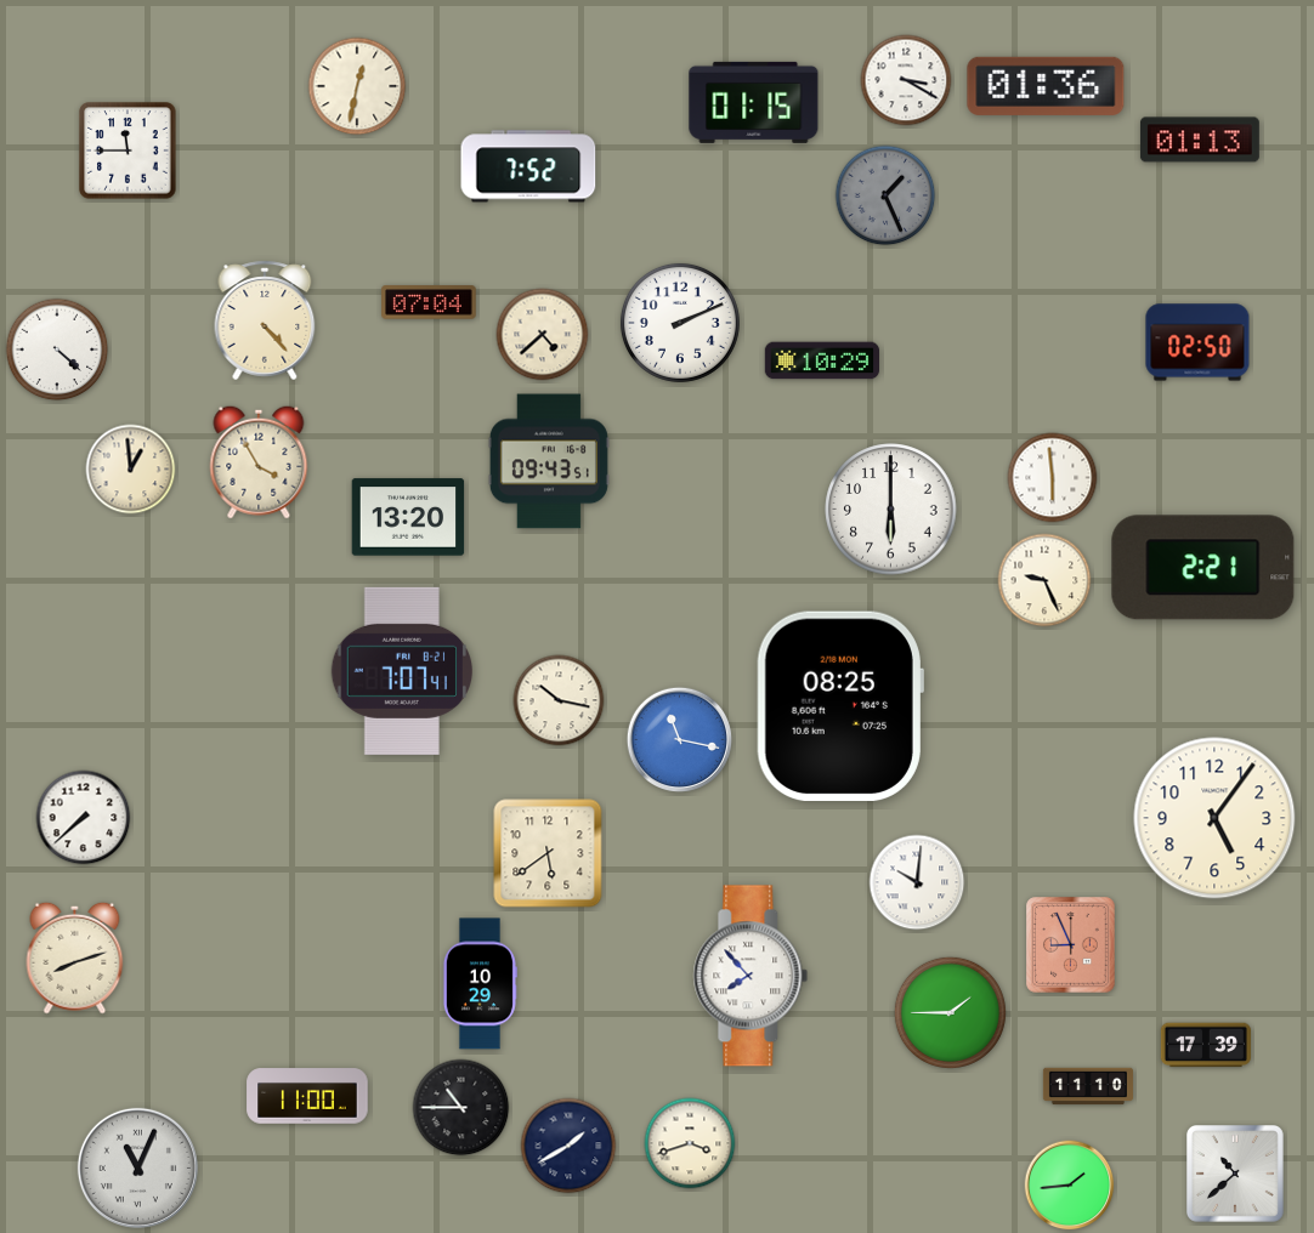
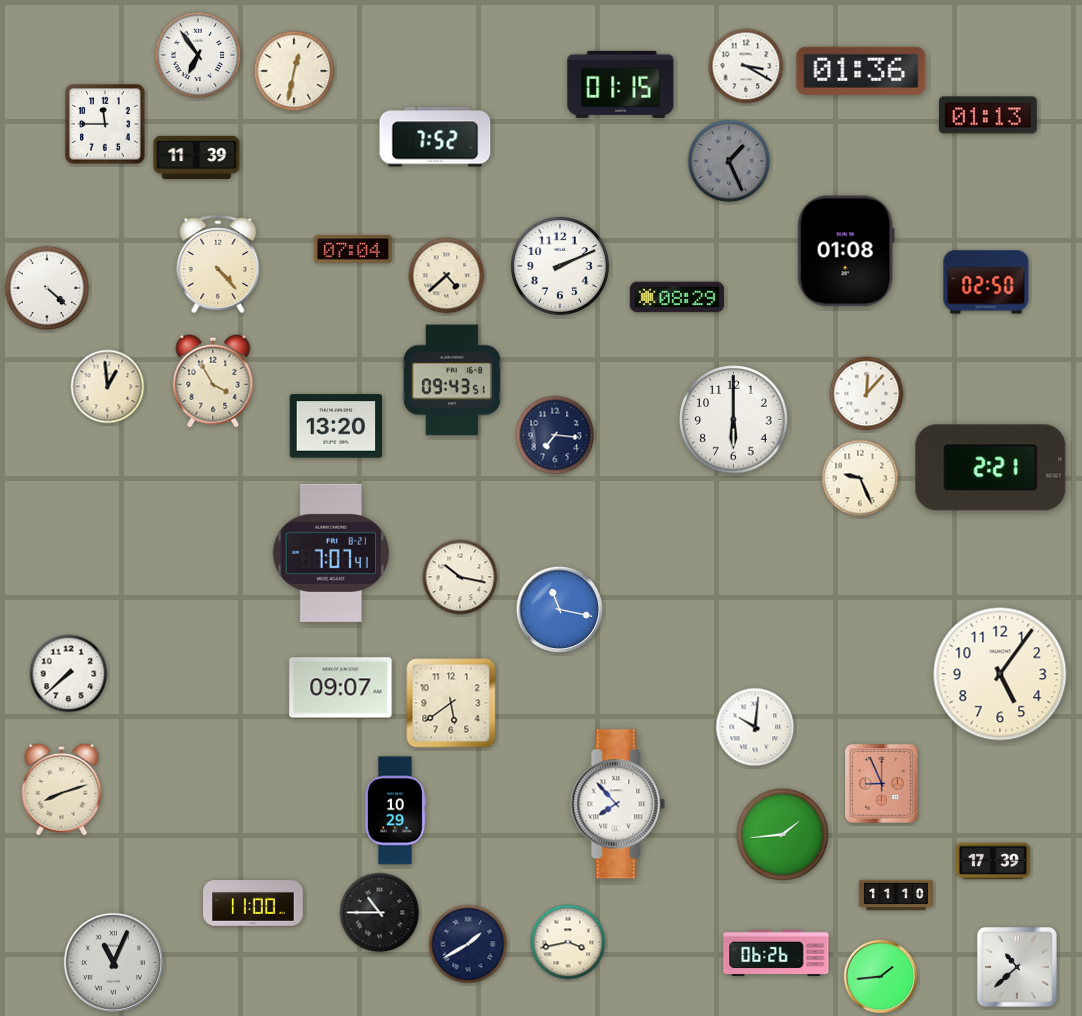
clock at (198, 55): none -> 6:54
clock at (197, 157): none -> 11:39
clock at (846, 251): none -> 01:08
clock at (821, 360): 10:29 -> 08:29
clock at (1053, 478): 5:59 -> 12:07
clock at (555, 435): none -> 7:16
clock at (840, 706): 08:25 -> none
clock at (341, 688): none -> 09:07
clock at (1071, 945) position: (1071, 945) -> (882, 784)
clock at (950, 1012): 1:45 -> 1:44
clock at (690, 1143): 3:42 -> 3:43
clock at (776, 953): none -> 06:26
